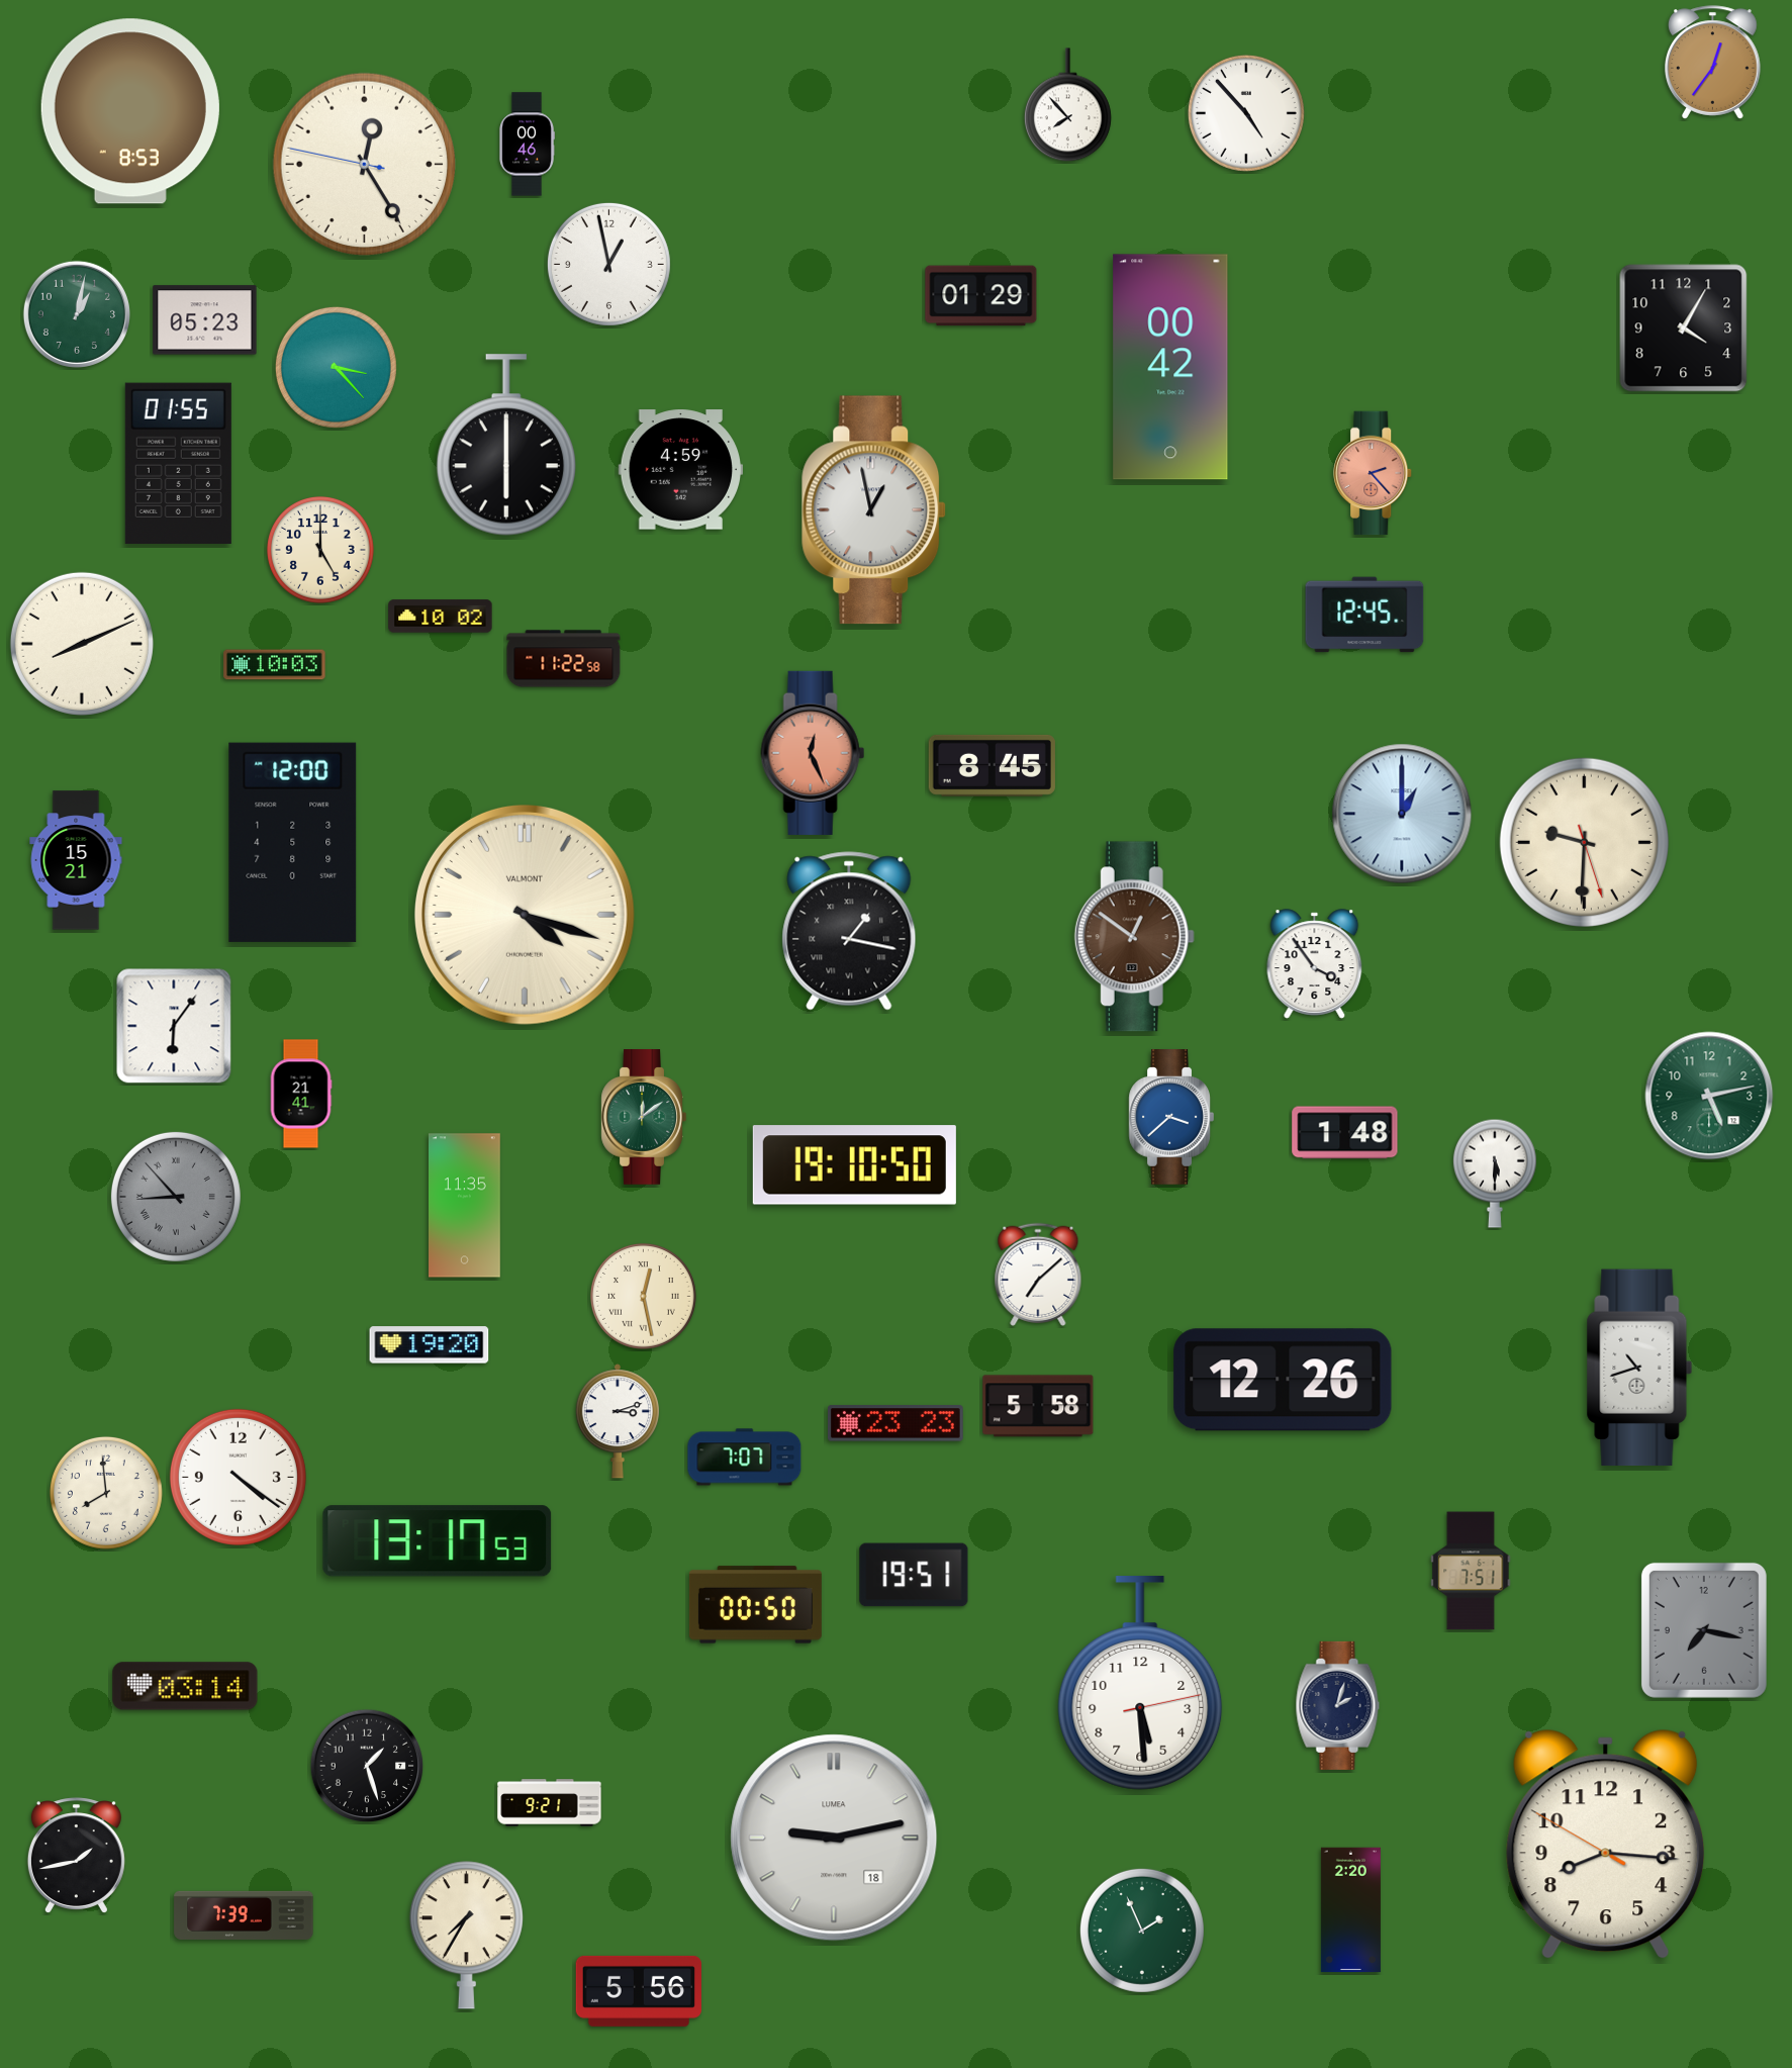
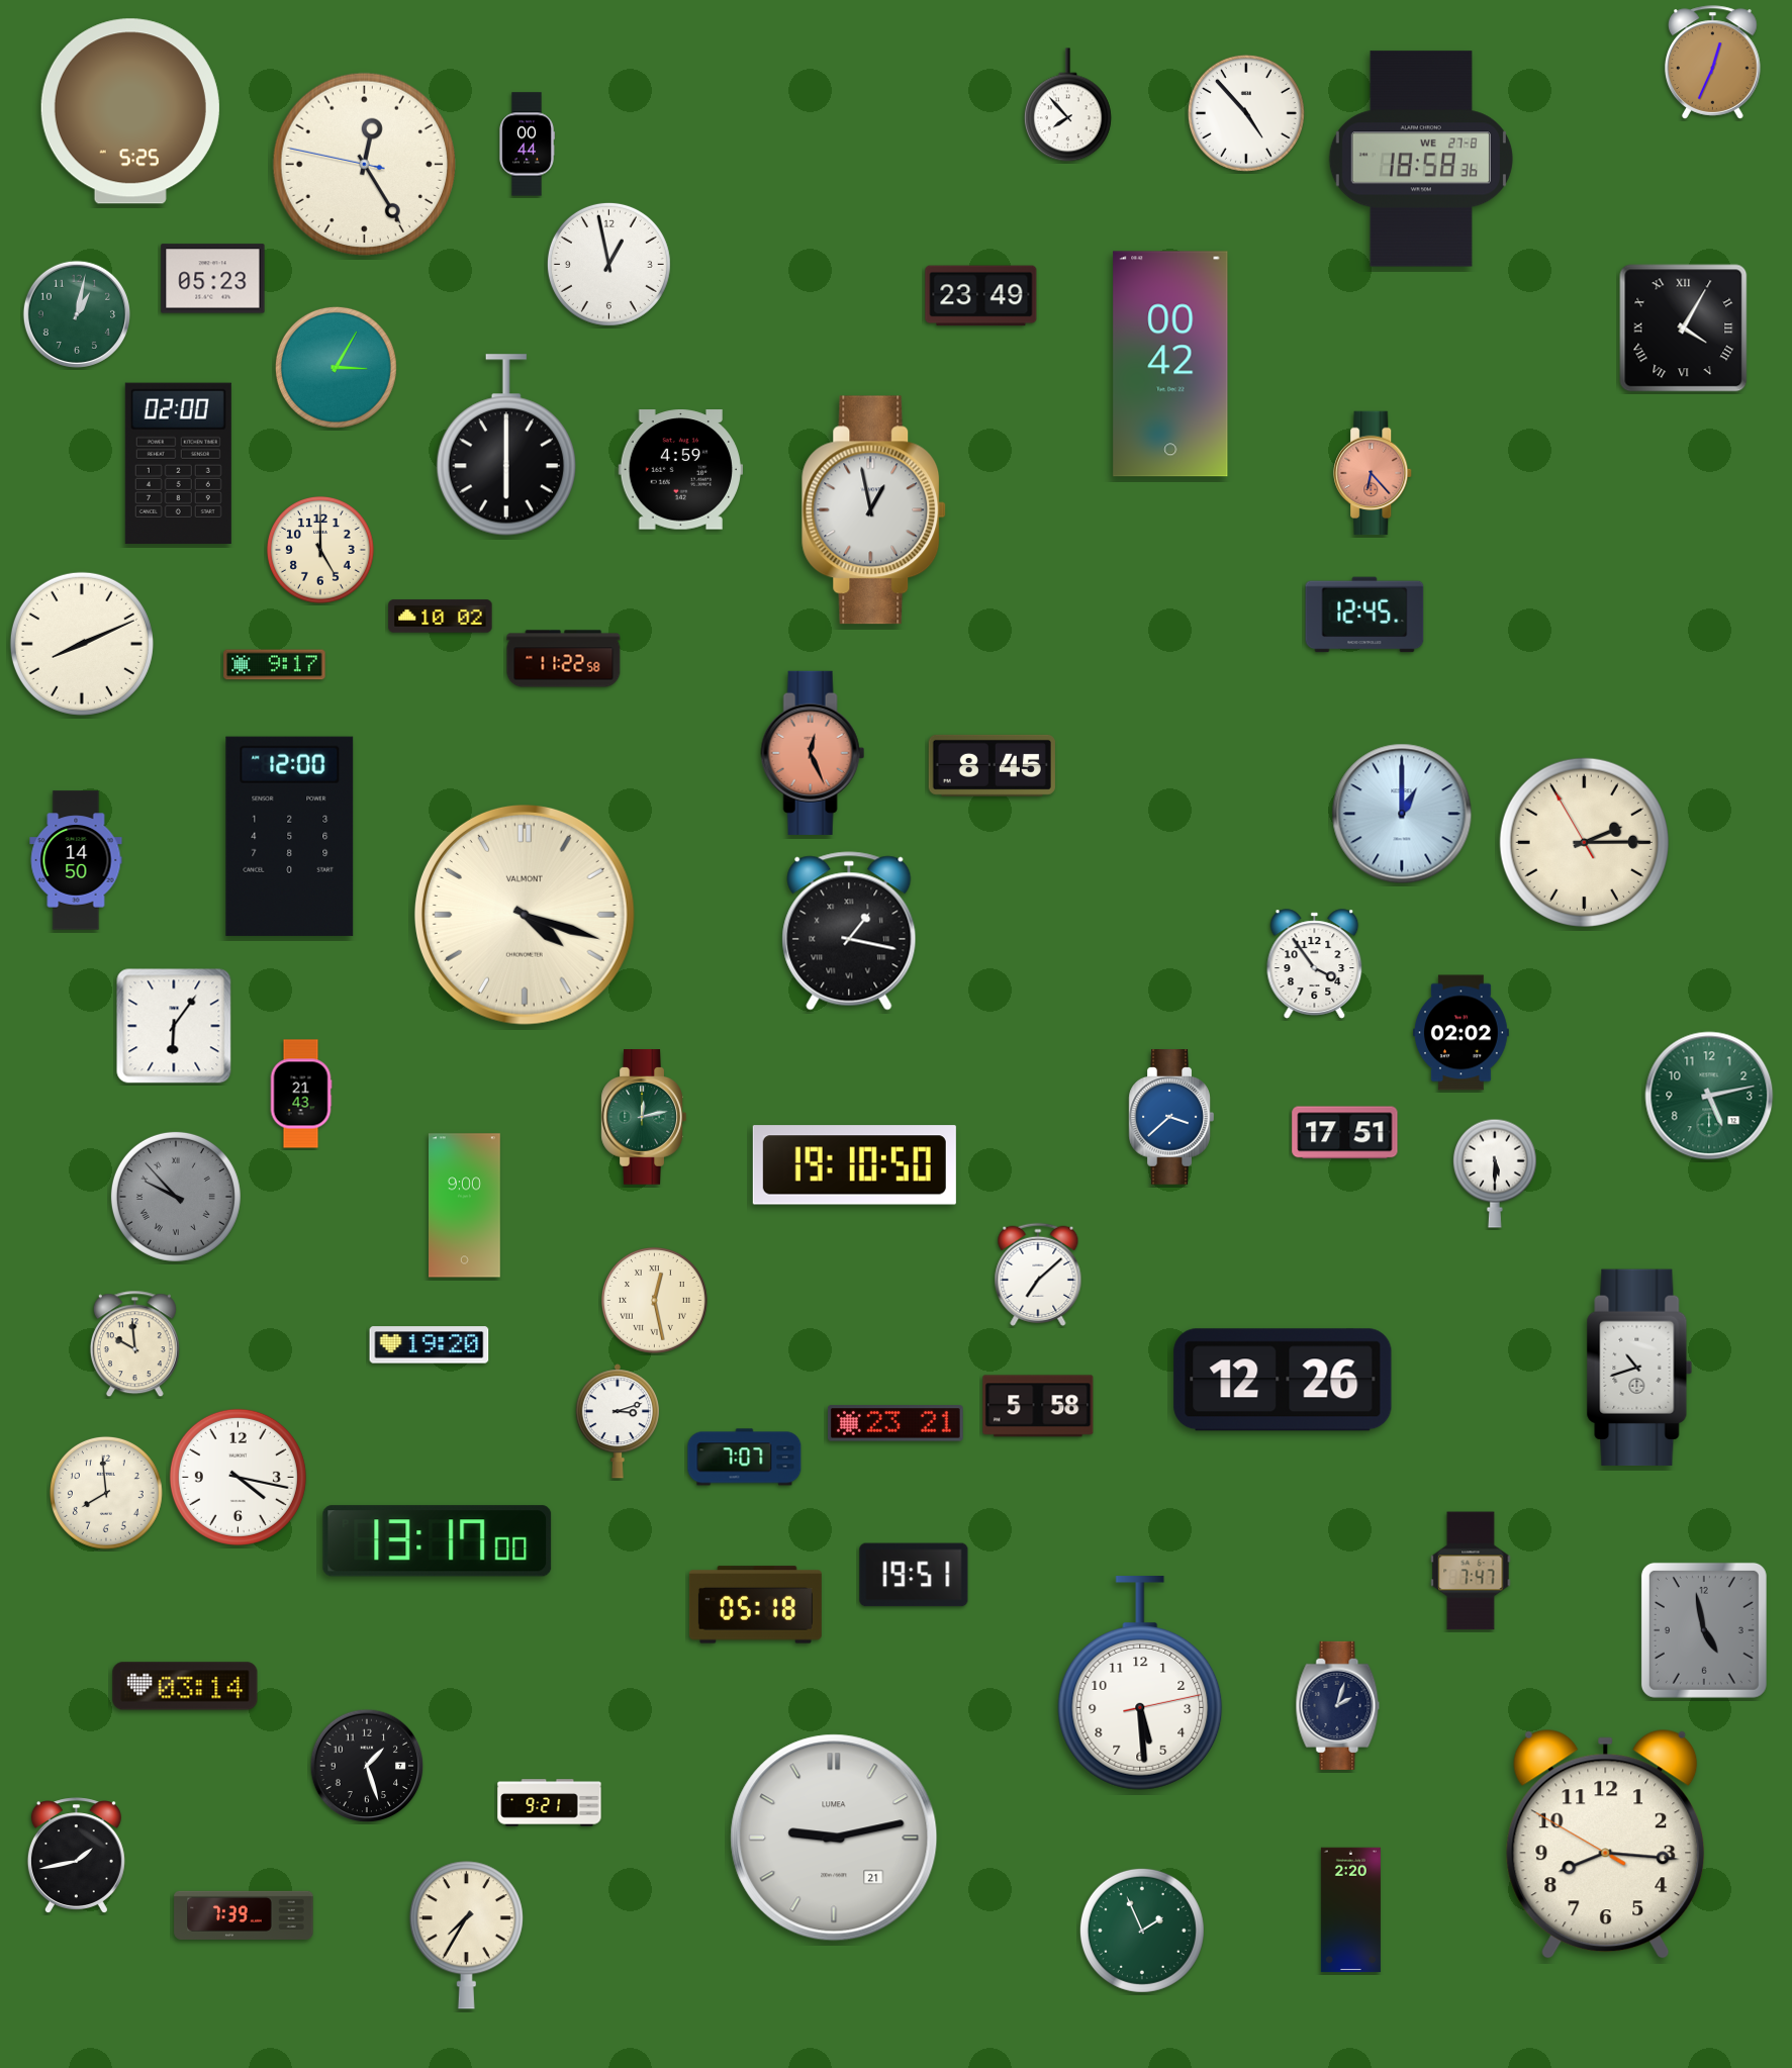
clock at (1713, 63): 12:36 -> 12:34
clock at (130, 111): 8:53 -> 5:25
clock at (527, 145): 00:46 -> 00:44
clock at (1421, 159): none -> 18:58
clock at (981, 296): 01:29 -> 23:49
clock at (205, 320) position: (205, 320) -> (213, 279)
clock at (1684, 328) numerals: Arabic -> Roman
clock at (336, 367): 3:23 -> 3:05
clock at (1170, 367) position: (1170, 367) -> (1170, 364)
clock at (178, 463): 01:55 -> 02:00
clock at (1374, 473): 2:23 -> 6:23
clock at (275, 665): 10:03 -> 9:17
clock at (293, 842) position: (293, 842) -> (290, 836)
clock at (1584, 842): 9:30 -> 2:14
clock at (76, 860): 15:21 -> 14:50
clock at (1134, 937): 12:51 -> none
clock at (1460, 1033): none -> 02:02
clock at (301, 1094): 21:41 -> 21:43
clock at (644, 1118): 12:09 -> 12:13
clock at (1345, 1133): 1:48 -> 17:51
clock at (176, 1197): 8:53 -> 9:53
clock at (465, 1206): 11:35 -> 9:00
clock at (643, 1296) position: (643, 1296) -> (654, 1300)
clock at (134, 1344): none -> 9:59
clock at (897, 1423): 23:23 -> 23:21
clock at (238, 1477): 4:21 -> 4:17
clock at (438, 1541): 13:17:53 -> 13:17:00
clock at (1471, 1571): 7:51 -> 7:47
clock at (755, 1605): 00:50 -> 05:18
clock at (1704, 1630): 7:17 -> 4:58
clock at (834, 1838) date: 18 -> 21
clock at (638, 1991): 5:56 -> none
